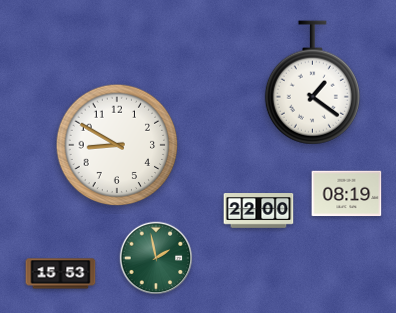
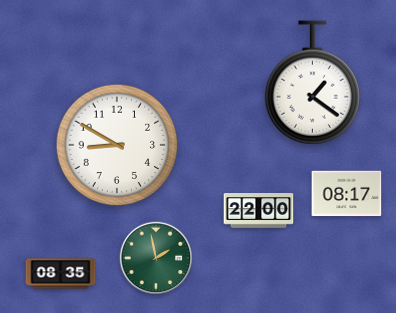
clock at (347, 194): 08:19 -> 08:17
clock at (61, 274): 15:53 -> 08:35
